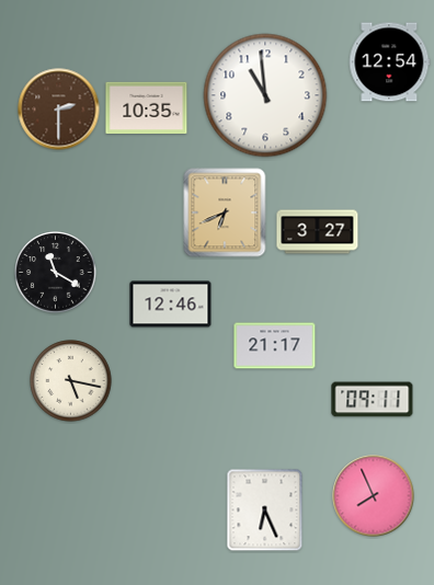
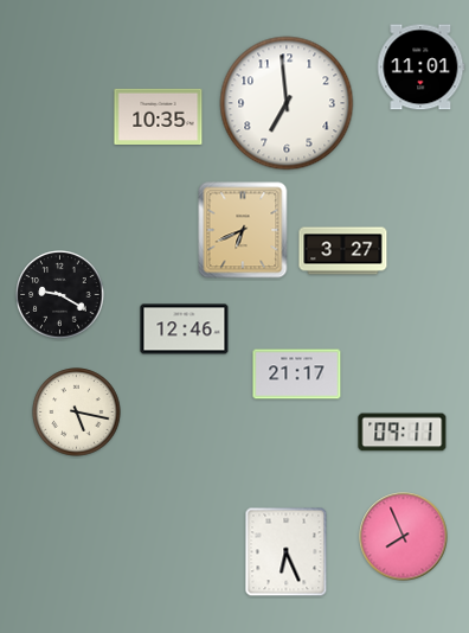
clock at (390, 62): 12:54 -> 11:01
clock at (265, 95): 10:59 -> 6:59
clock at (59, 110): 2:30 -> none
clock at (56, 273): 11:20 -> 9:20
